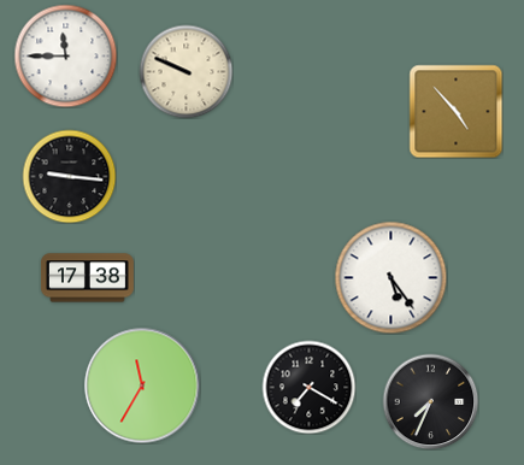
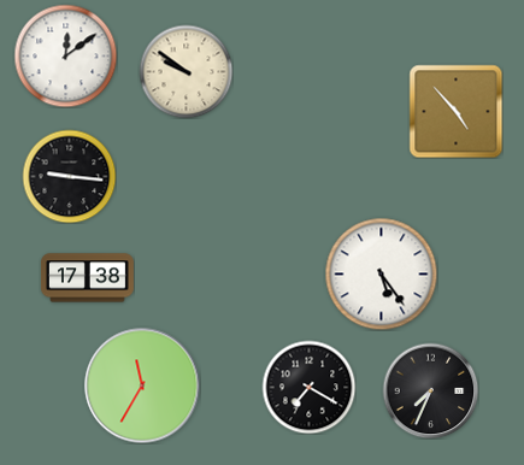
clock at (65, 55): 11:45 -> 12:09
clock at (186, 71): 9:49 -> 9:51
clock at (390, 277) position: (390, 277) -> (381, 273)
clock at (430, 401) position: (430, 401) -> (430, 390)
